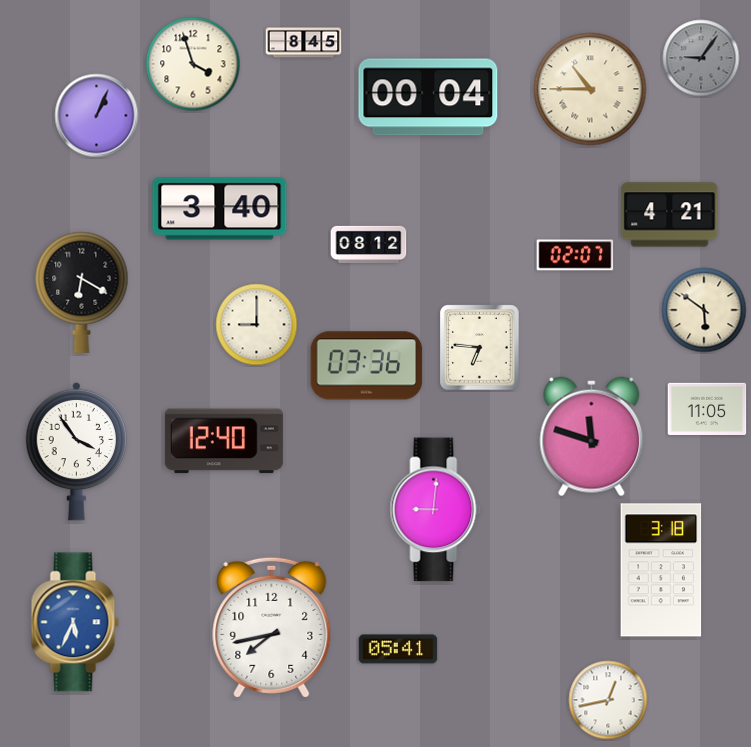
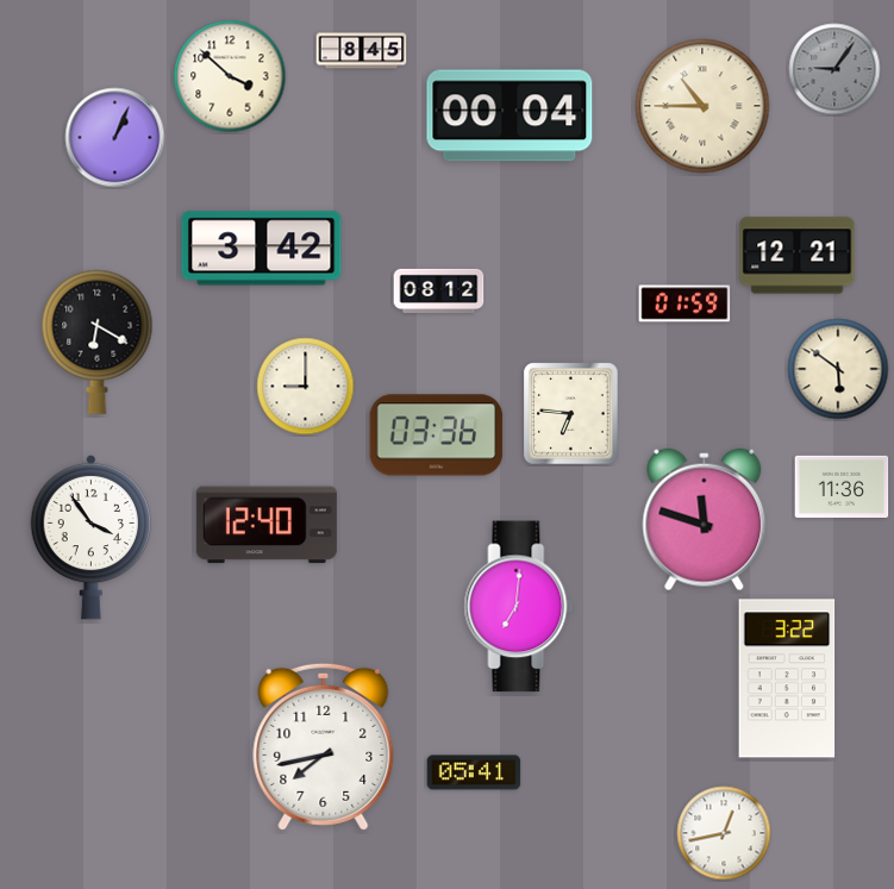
clock at (193, 64): 3:57 -> 3:52
clock at (220, 209): 3:40 -> 3:42
clock at (670, 215): 4:21 -> 12:21
clock at (575, 255): 02:07 -> 01:59
clock at (82, 292) position: (82, 292) -> (98, 342)
clock at (707, 408): 11:05 -> 11:36
clock at (436, 510): 9:01 -> 7:01
clock at (661, 570): 3:18 -> 3:22
clock at (75, 622): 5:34 -> none
